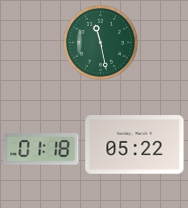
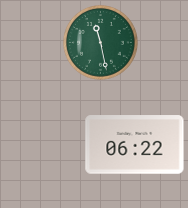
clock at (135, 145): 05:22 -> 06:22
clock at (41, 149): 01:18 -> none
